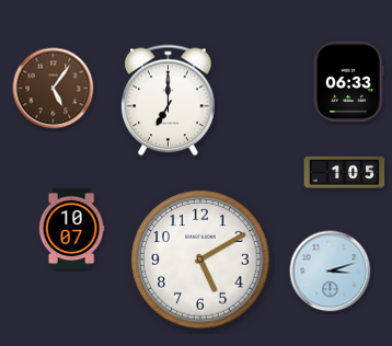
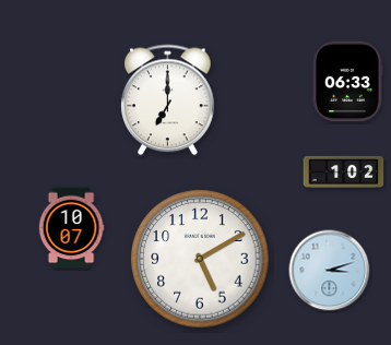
clock at (54, 89): 5:06 -> none
clock at (345, 172): 1:05 -> 1:02
